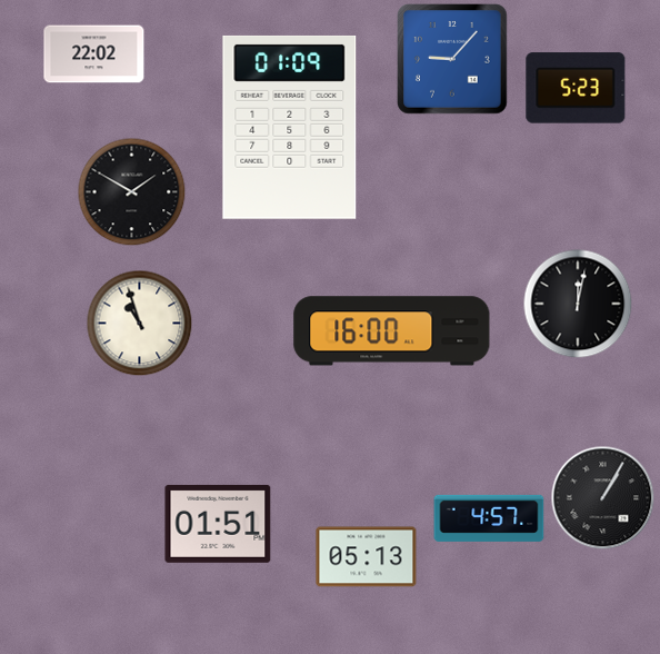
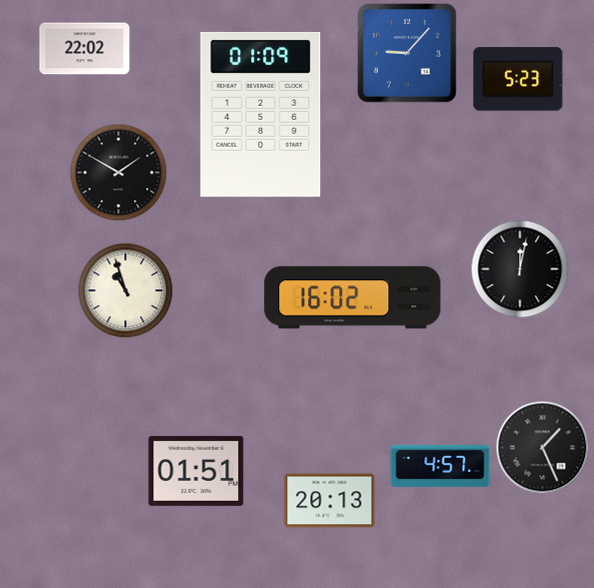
clock at (578, 304) position: (578, 304) -> (520, 269)
clock at (392, 331): 16:00 -> 16:02
clock at (602, 497): 1:05 -> 1:26
clock at (367, 557): 05:13 -> 20:13
